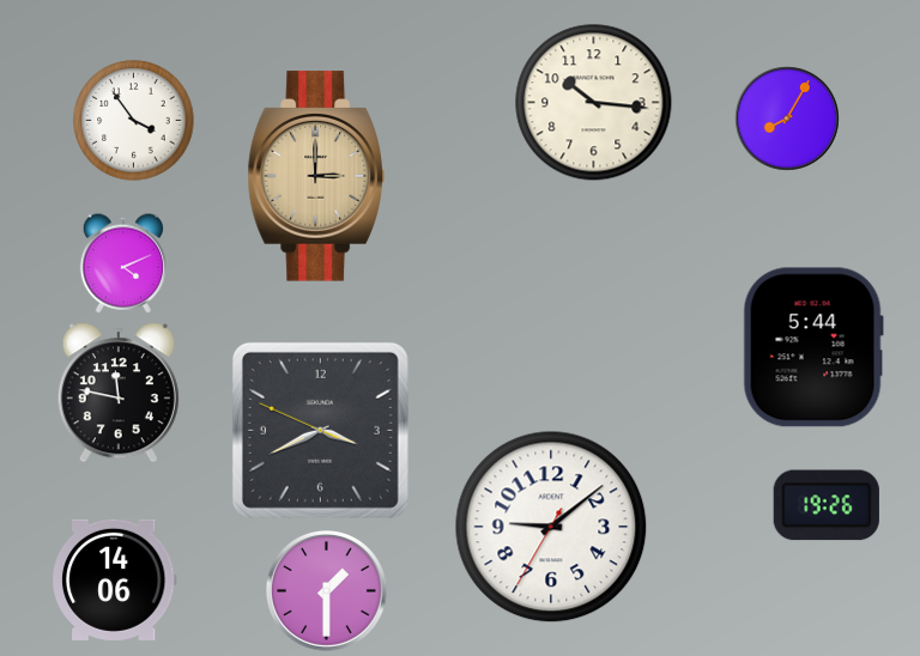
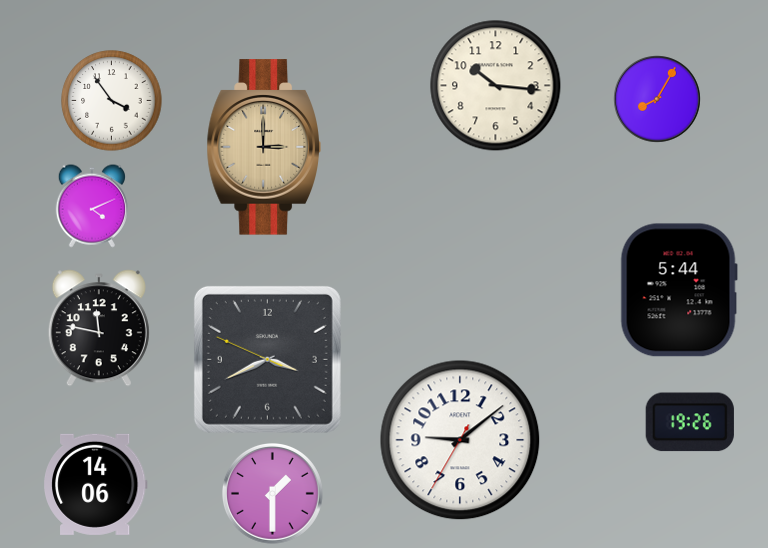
clock at (123, 263) position: (123, 263) -> (92, 206)
